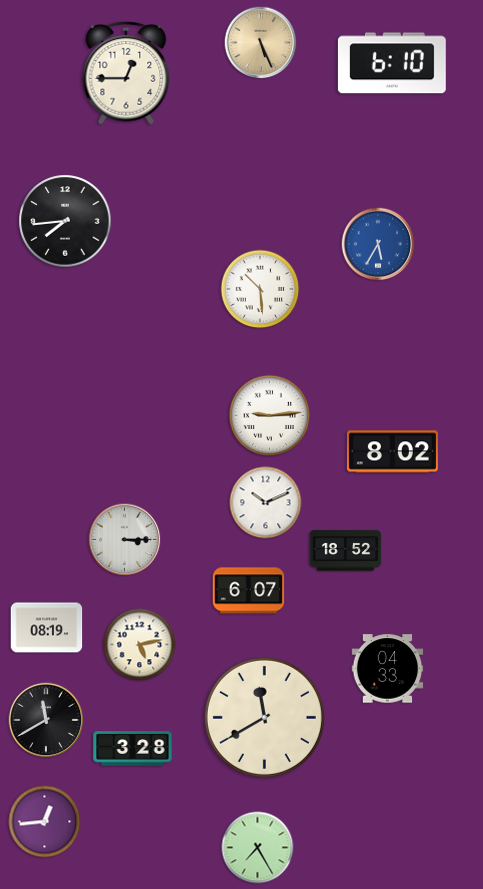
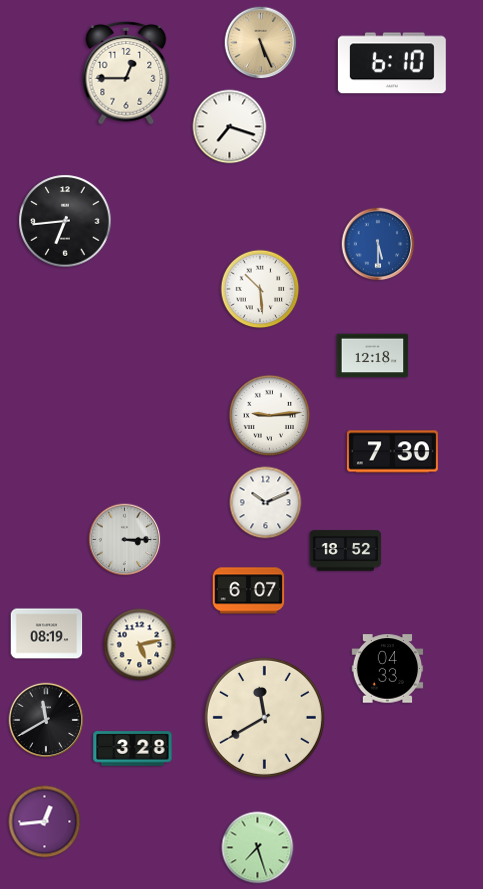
clock at (230, 127): none -> 7:18
clock at (65, 221): 7:44 -> 6:44
clock at (378, 244): 5:35 -> 5:30
clock at (373, 356): none -> 12:18
clock at (392, 452): 8:02 -> 7:30
clock at (47, 628) position: (47, 628) -> (47, 634)
clock at (258, 848): 7:25 -> 7:27
